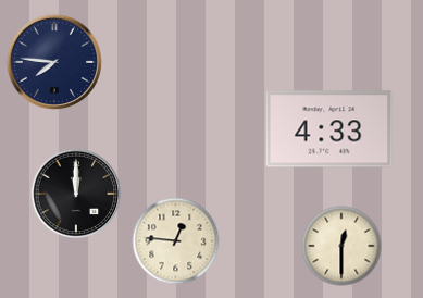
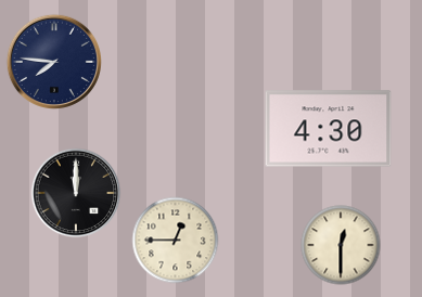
clock at (329, 129): 4:33 -> 4:30
clock at (176, 241): 12:46 -> 12:45
